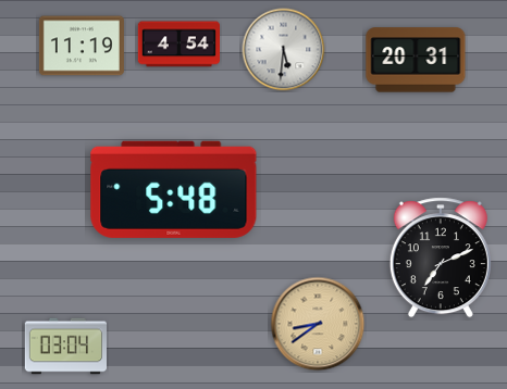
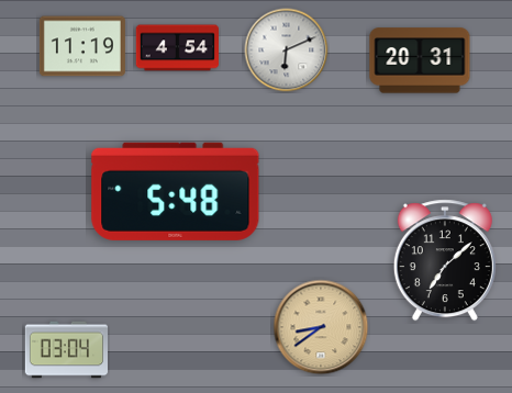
clock at (178, 45) position: (178, 45) -> (177, 48)
clock at (284, 50): 5:31 -> 6:11
clock at (441, 258): 7:11 -> 7:08
